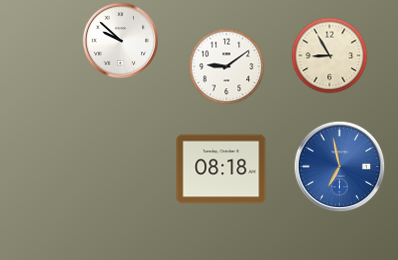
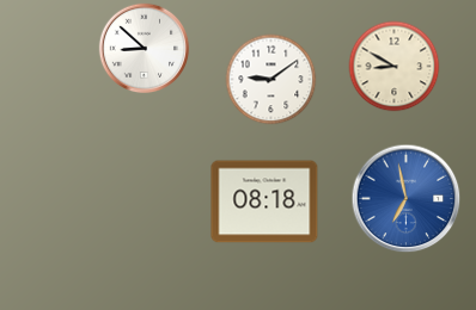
clock at (121, 41): 9:52 -> 8:52
clock at (330, 56): 8:55 -> 8:50
